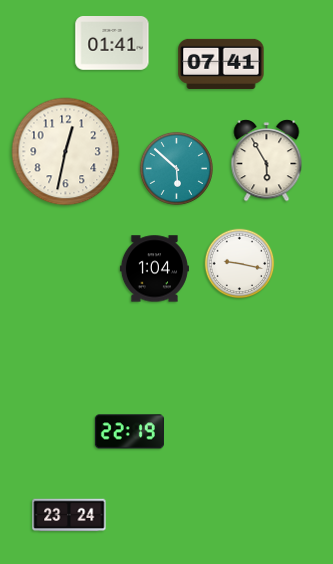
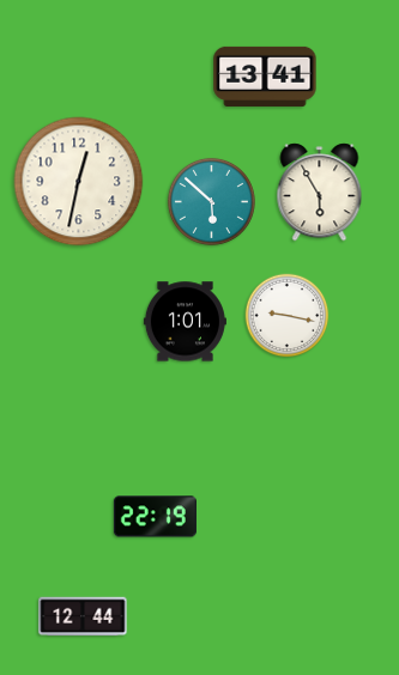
clock at (112, 44): 01:41 -> none
clock at (221, 64): 07:41 -> 13:41
clock at (154, 269): 1:04 -> 1:01
clock at (69, 515): 23:24 -> 12:44
